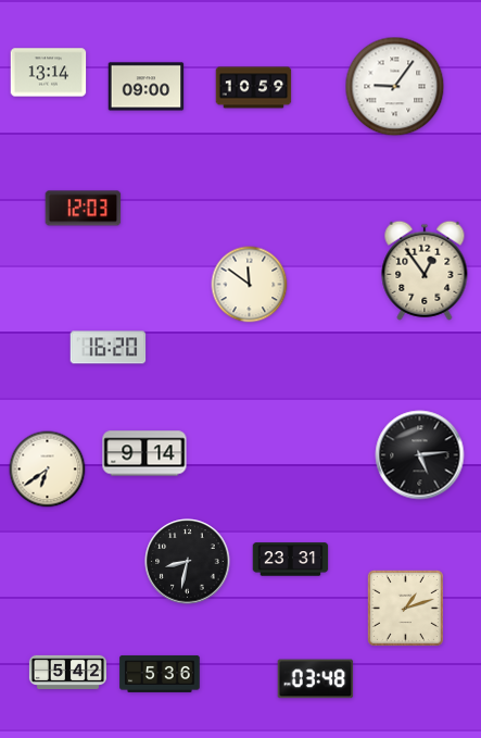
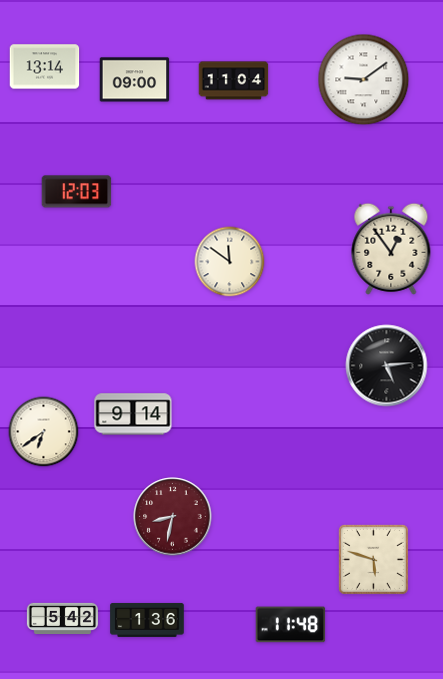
clock at (395, 87): 9:06 -> 9:09
clock at (254, 88): 10:59 -> 11:04
clock at (109, 348): 16:20 -> none
clock at (144, 453) position: (144, 453) -> (133, 414)
clock at (420, 455) position: (420, 455) -> (387, 366)
clock at (291, 560): 23:31 -> none
clock at (188, 562) dial: black -> burgundy
clock at (405, 608): 1:12 -> 5:48
clock at (160, 674): 5:36 -> 1:36
clock at (316, 679): 03:48 -> 11:48
